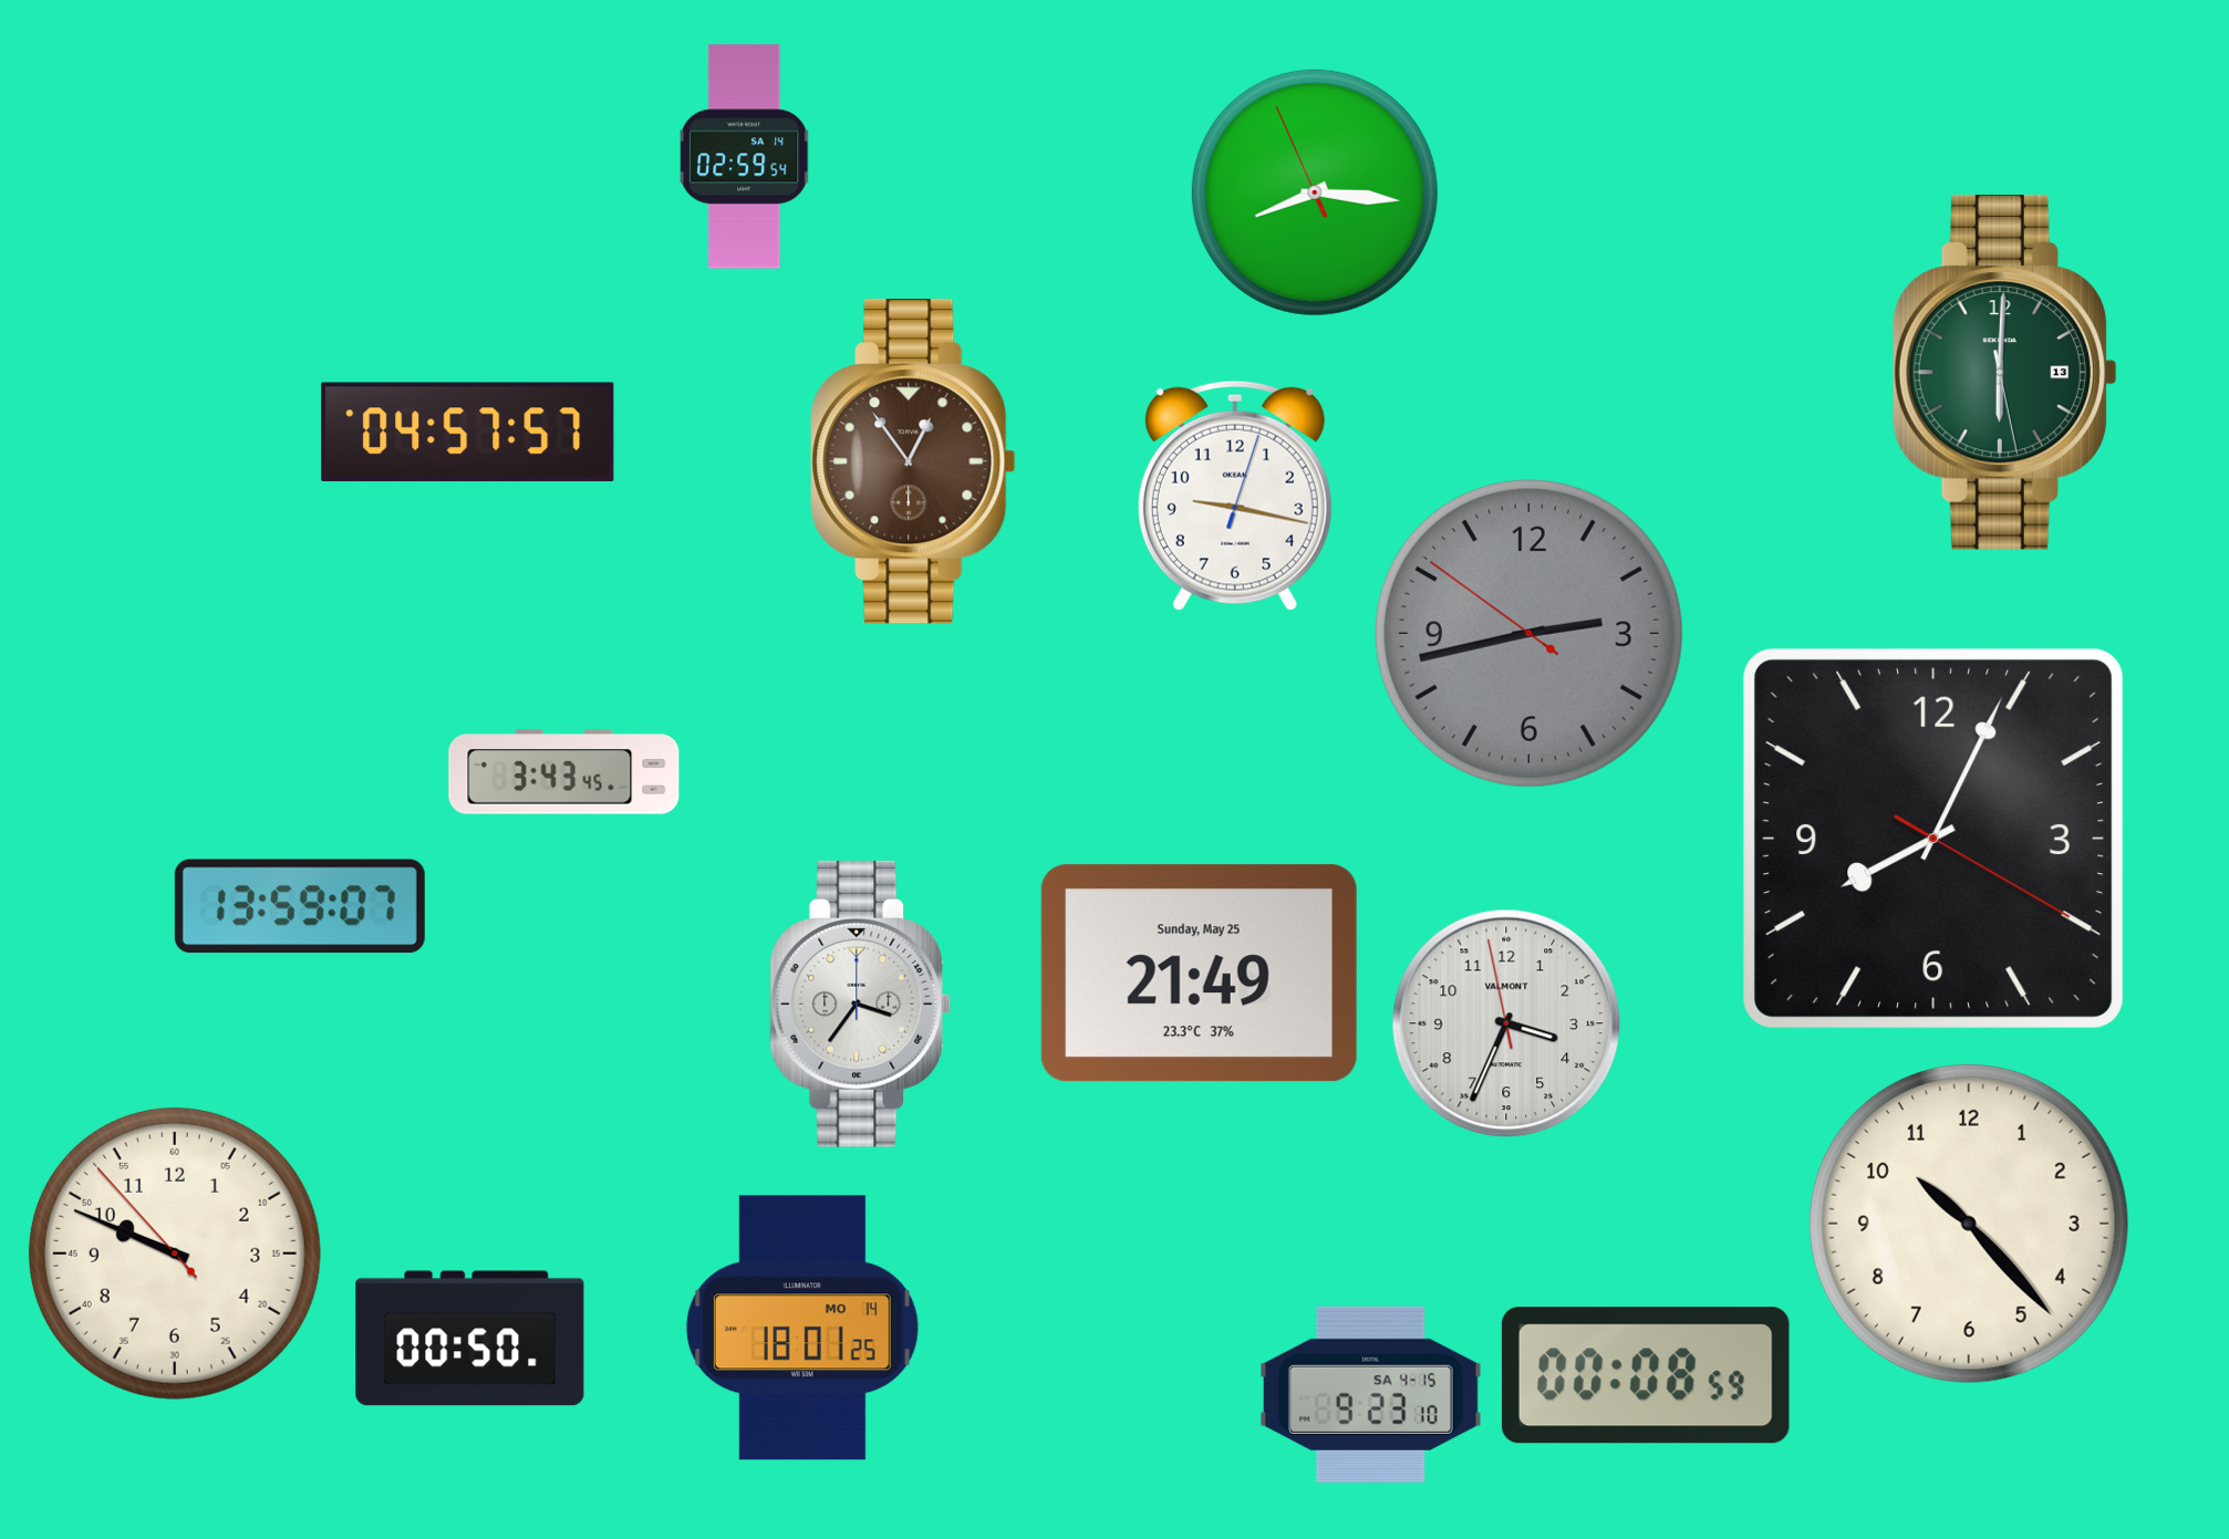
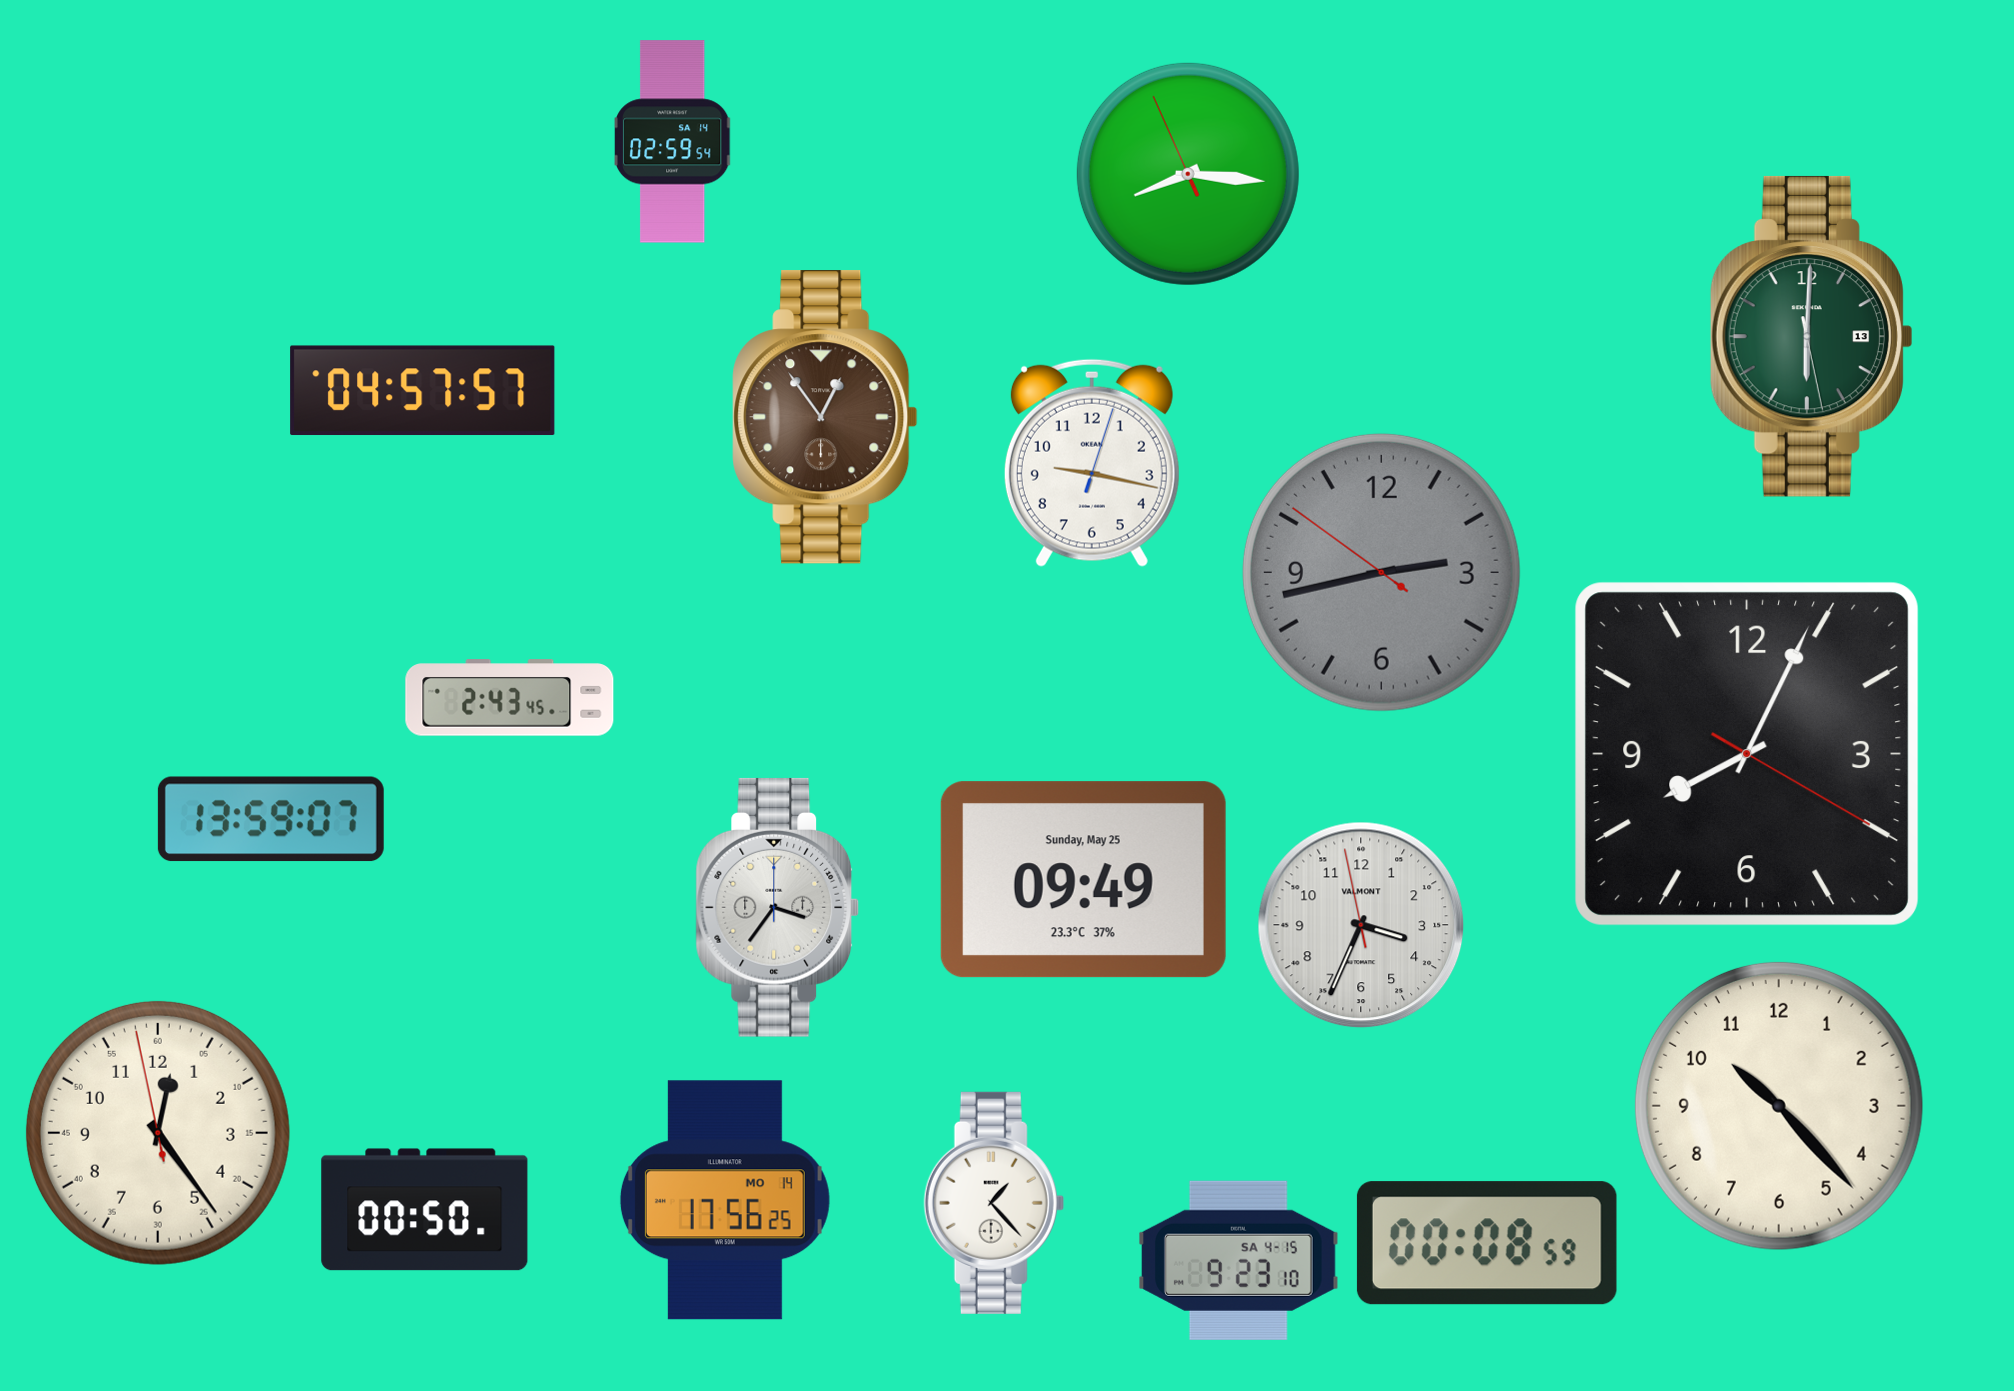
clock at (1235, 496) position: (1235, 496) -> (1092, 463)
clock at (564, 772): 3:43 -> 2:43
clock at (1933, 839) position: (1933, 839) -> (1747, 754)
clock at (1199, 974): 21:49 -> 09:49
clock at (175, 1254): 9:48 -> 12:23
clock at (802, 1328): 18:01 -> 17:56
clock at (994, 1203): none -> 1:23
